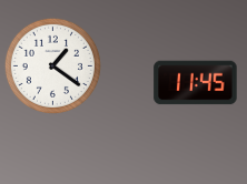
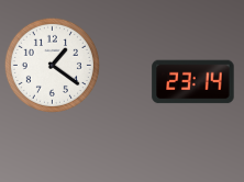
clock at (196, 83): 11:45 -> 23:14
